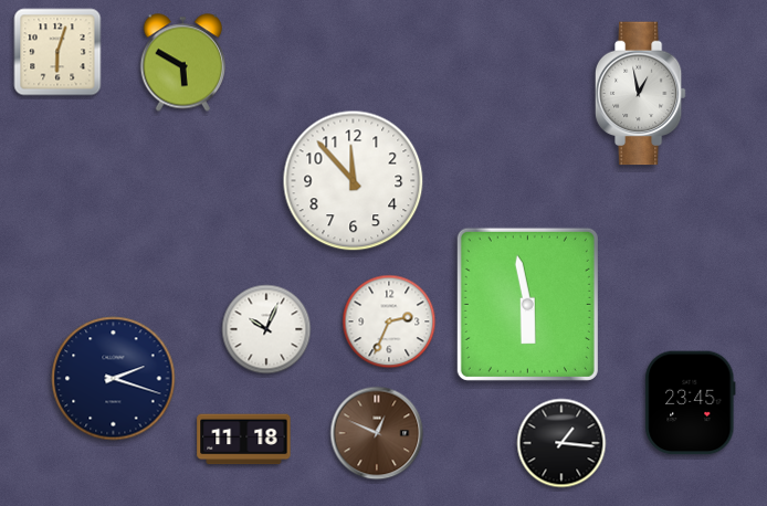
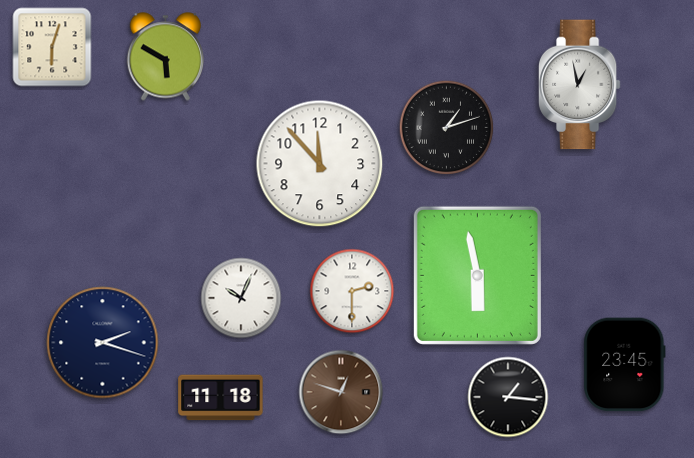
clock at (447, 128): none -> 1:12
clock at (389, 321): 2:34 -> 2:30
clock at (377, 433): 12:49 -> 12:48
clock at (561, 443) position: (561, 443) -> (508, 397)
